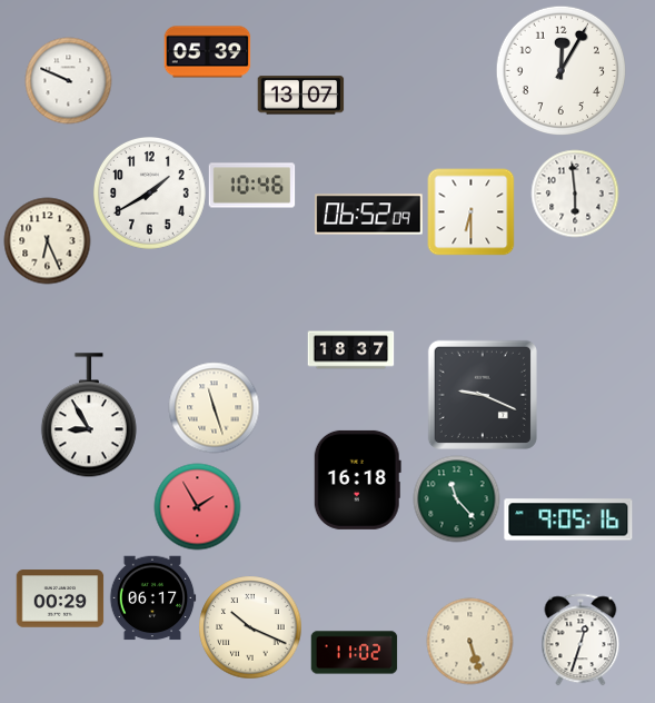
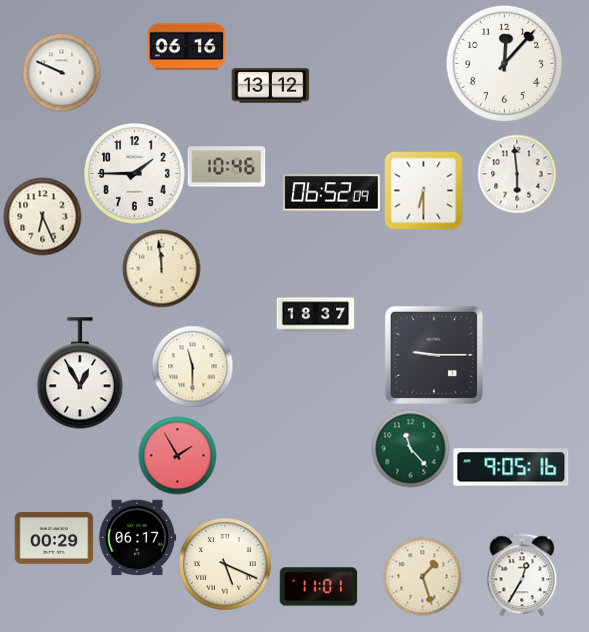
clock at (207, 52): 05:39 -> 06:16
clock at (560, 70): 12:05 -> 12:07
clock at (300, 96): 13:07 -> 13:12
clock at (150, 194): 1:40 -> 1:45
clock at (161, 268): none -> 11:59
clock at (483, 395): 9:19 -> 9:15
clock at (214, 407): 11:27 -> 11:30
clock at (89, 415): 8:55 -> 12:55
clock at (357, 479): 16:18 -> none
clock at (250, 627): 10:19 -> 5:19
clock at (580, 640): 12:33 -> 12:35
clock at (469, 641): 5:27 -> 1:27
clock at (354, 653): 11:02 -> 11:01
